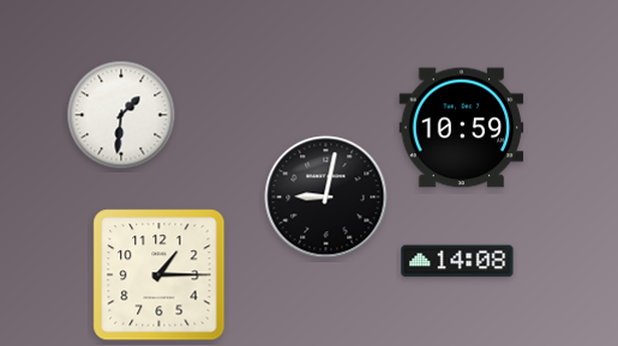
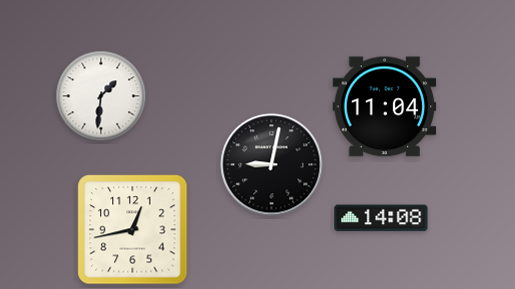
clock at (462, 128): 10:59 -> 11:04
clock at (160, 275): 1:15 -> 12:43
